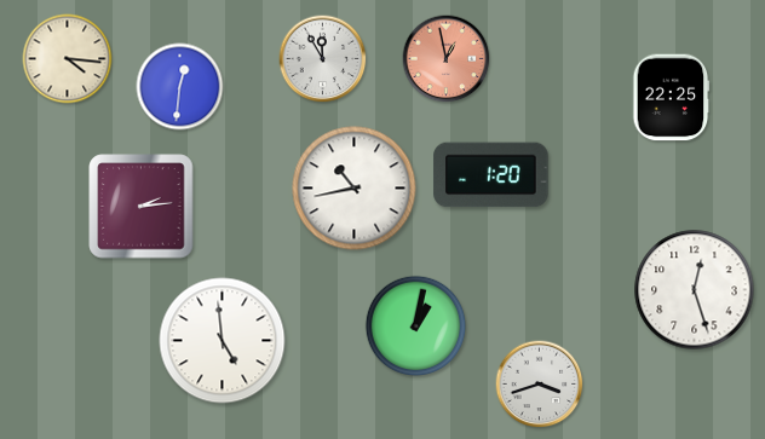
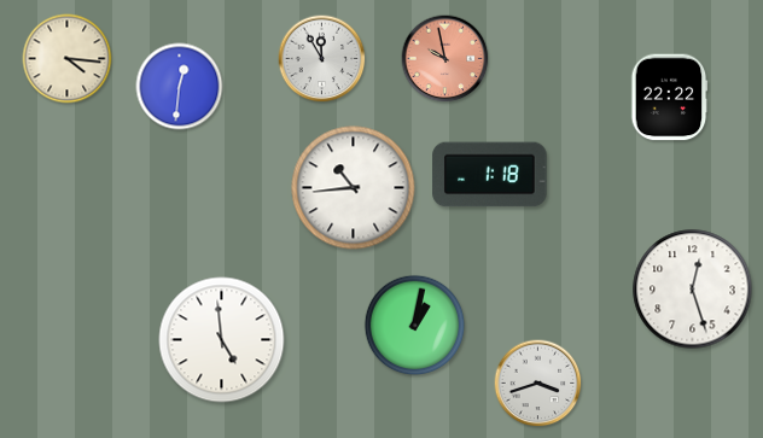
clock at (447, 59): 12:58 -> 9:58
clock at (671, 98): 22:25 -> 22:22
clock at (491, 175): 1:20 -> 1:18
clock at (355, 189): 10:43 -> 10:44
clock at (142, 207): 2:14 -> none
